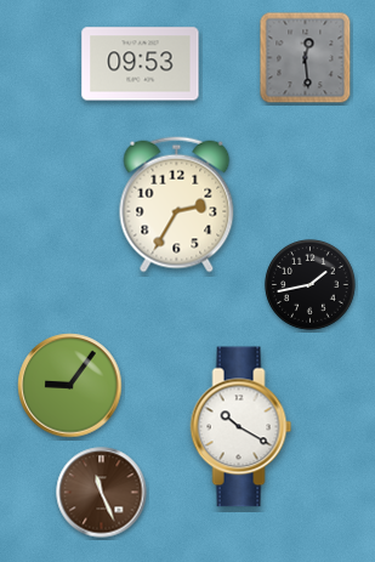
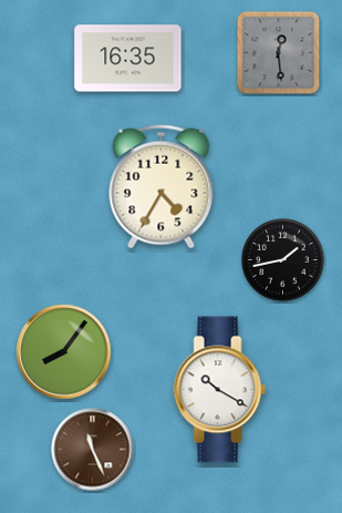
clock at (141, 64): 09:53 -> 16:35
clock at (177, 205): 2:35 -> 4:35
clock at (70, 386): 9:06 -> 8:06
